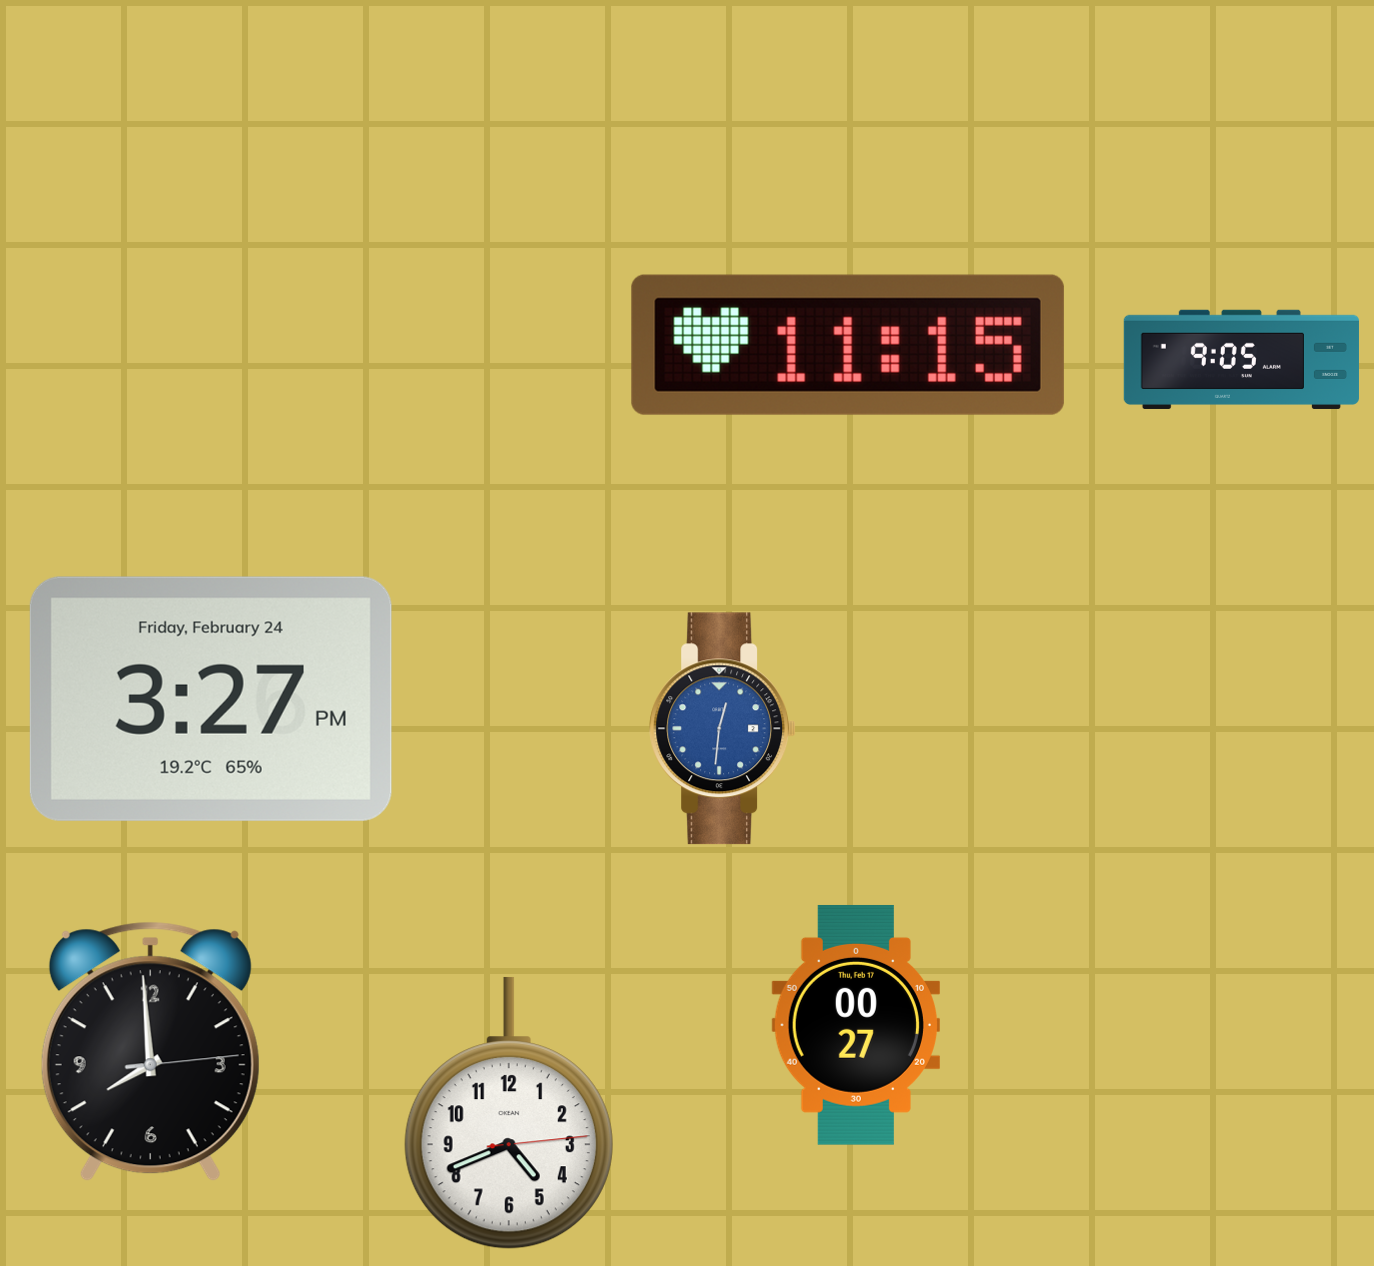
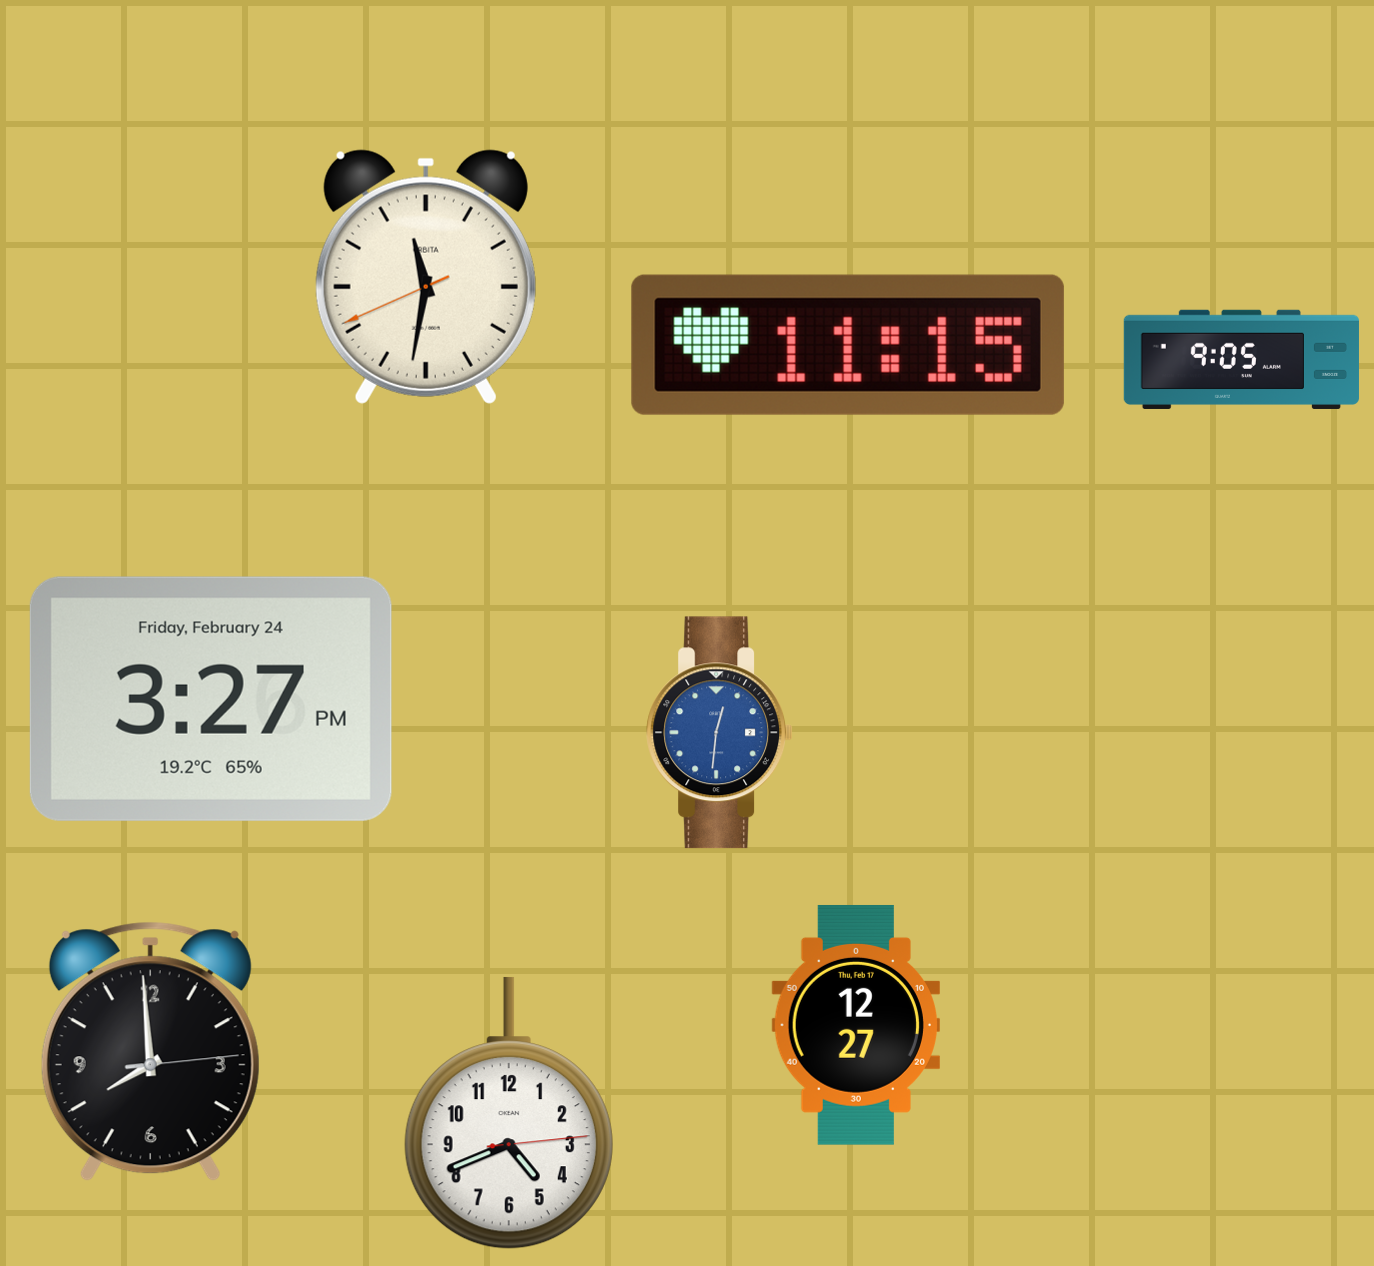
clock at (426, 277): none -> 11:31
clock at (722, 729) position: (722, 729) -> (719, 733)
clock at (856, 1025): 00:27 -> 12:27
